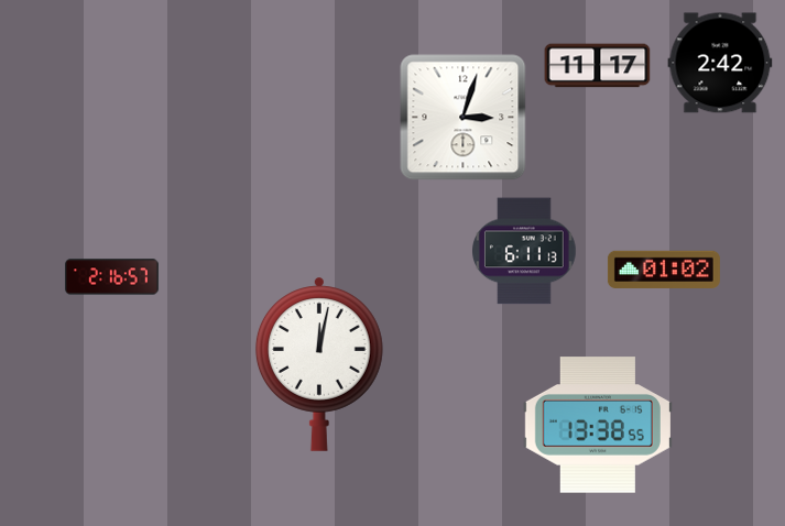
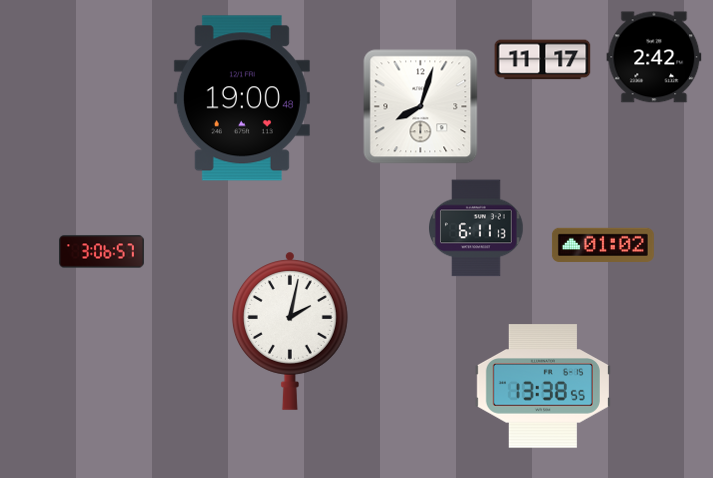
clock at (242, 98): none -> 19:00
clock at (464, 118): 3:03 -> 8:03
clock at (112, 277): 2:16 -> 3:06
clock at (319, 364): 12:02 -> 2:02
